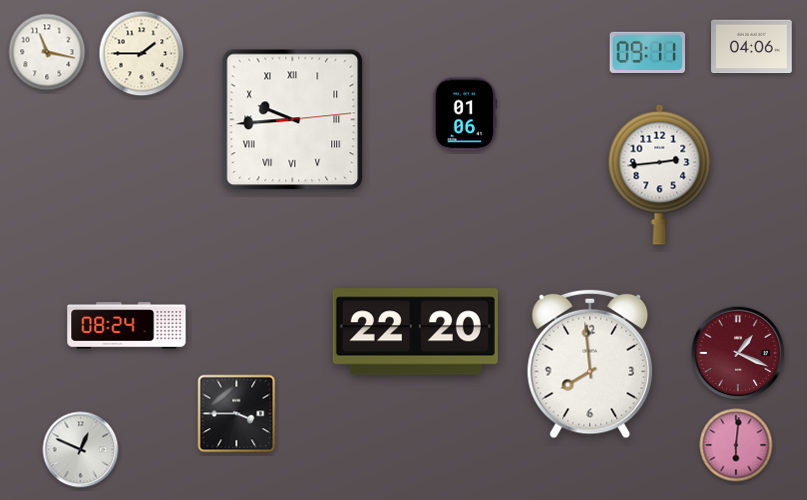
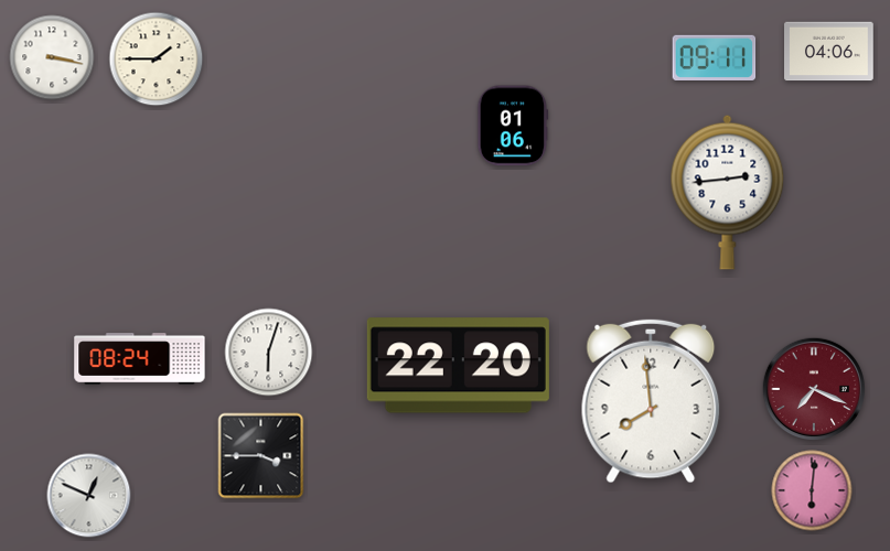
clock at (47, 52): 11:17 -> 3:17
clock at (293, 120): 9:44 -> none
clock at (269, 353): none -> 6:03
clock at (737, 352): 1:19 -> 7:19
